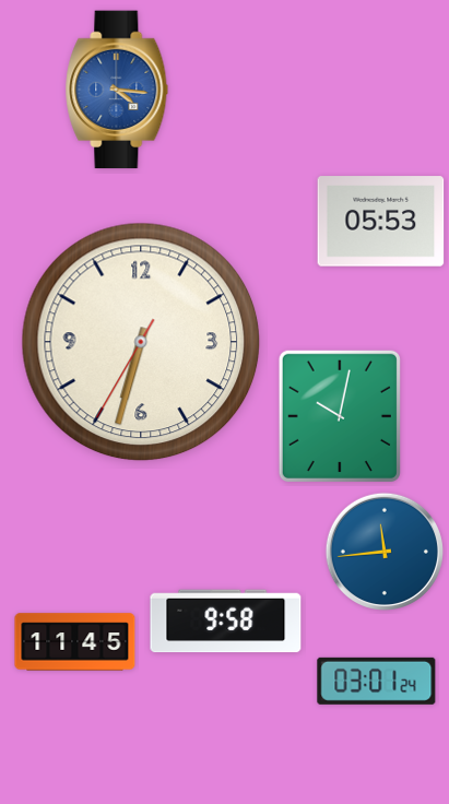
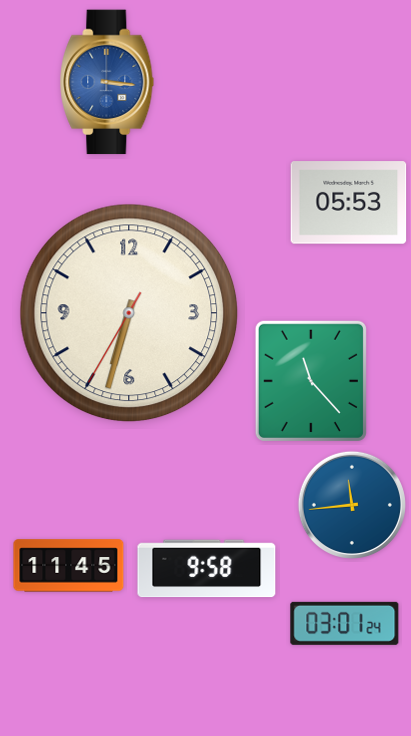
clock at (117, 90): 4:16 -> 3:16
clock at (340, 416): 10:02 -> 11:23
clock at (75, 642) position: (75, 642) -> (69, 566)
